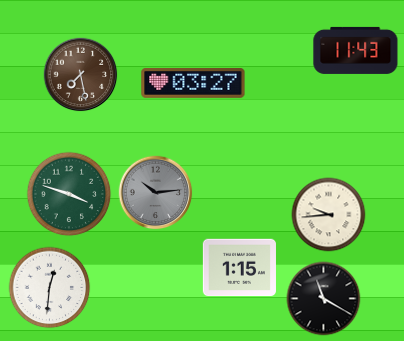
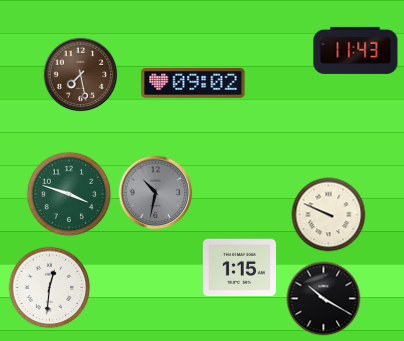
clock at (193, 84): 03:27 -> 09:02
clock at (156, 193): 10:14 -> 10:32
clock at (329, 215): 9:44 -> 9:49
clock at (324, 299): 11:20 -> 10:20
